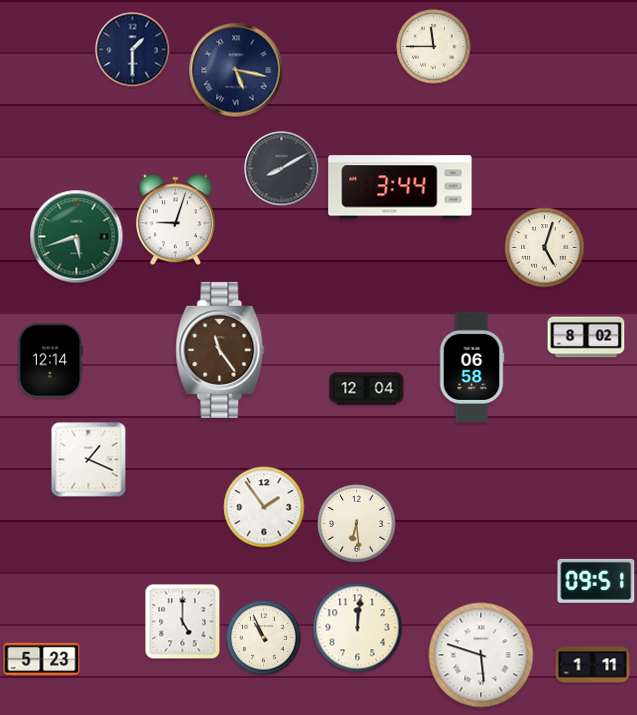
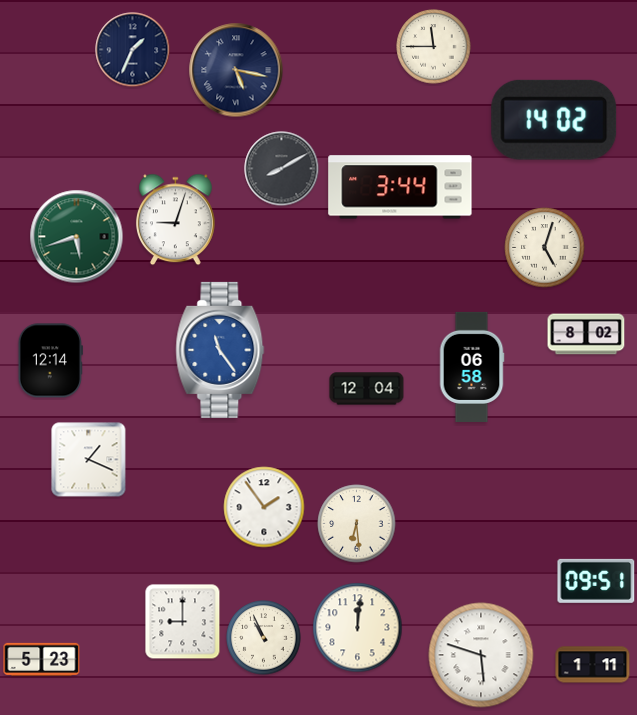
clock at (133, 50): 1:30 -> 1:34
clock at (554, 120): none -> 14:02
clock at (586, 337) position: (586, 337) -> (586, 334)
clock at (220, 350) dial: brown -> blue
clock at (183, 622): 5:00 -> 9:00
